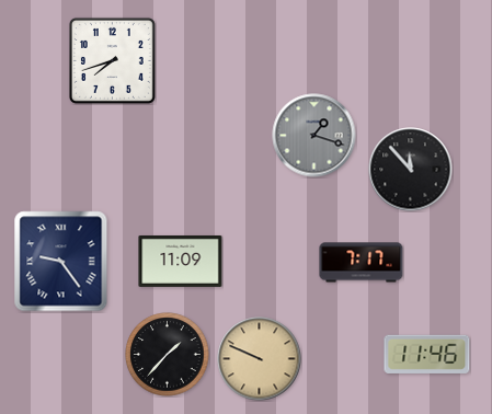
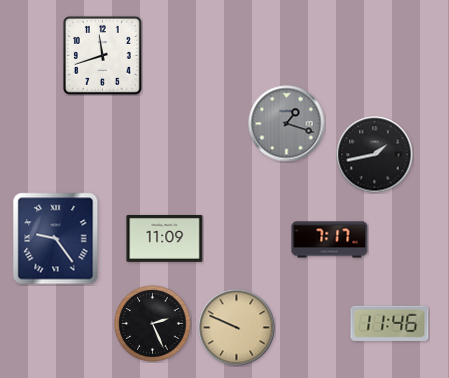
clock at (112, 60): 7:42 -> 11:42
clock at (411, 170): 11:53 -> 1:43
clock at (168, 355): 1:37 -> 2:26
